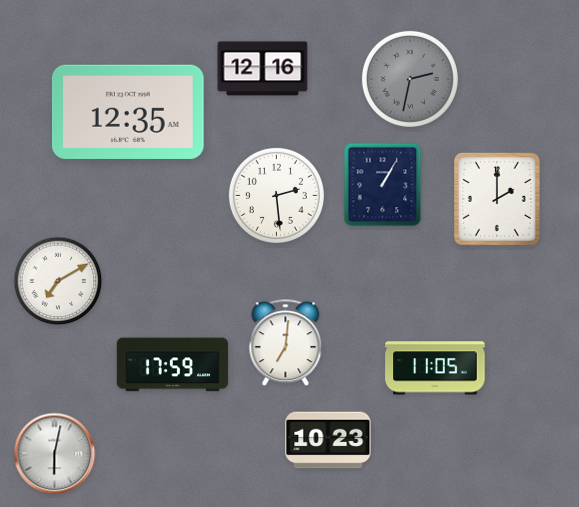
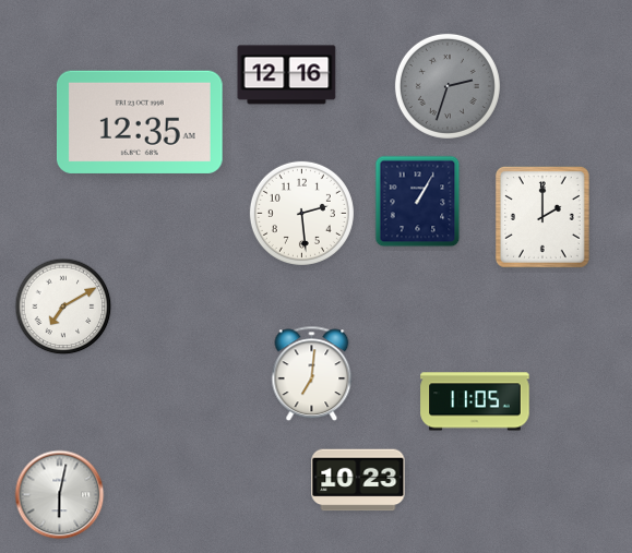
clock at (410, 79): 2:32 -> 2:33
clock at (173, 365): 17:59 -> none
